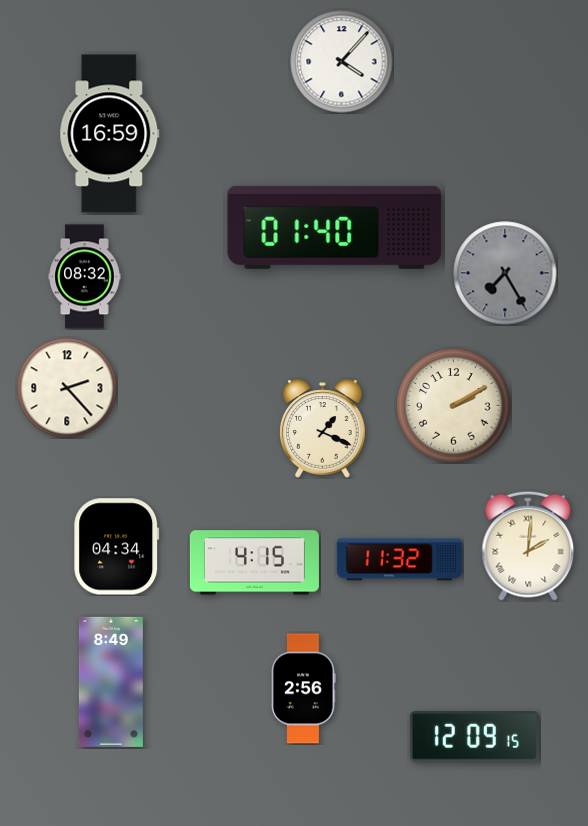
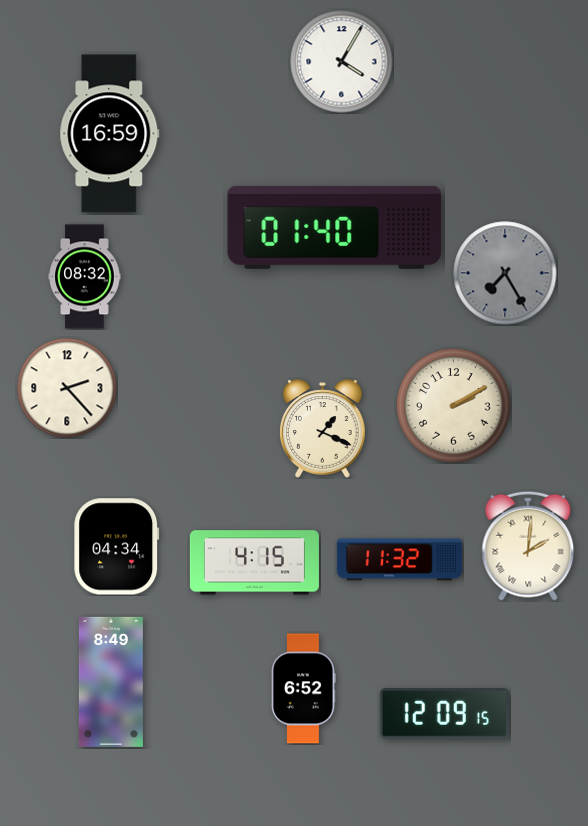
clock at (342, 62): 4:07 -> 4:05
clock at (303, 689): 2:56 -> 6:52
clock at (474, 737) position: (474, 737) -> (444, 714)
